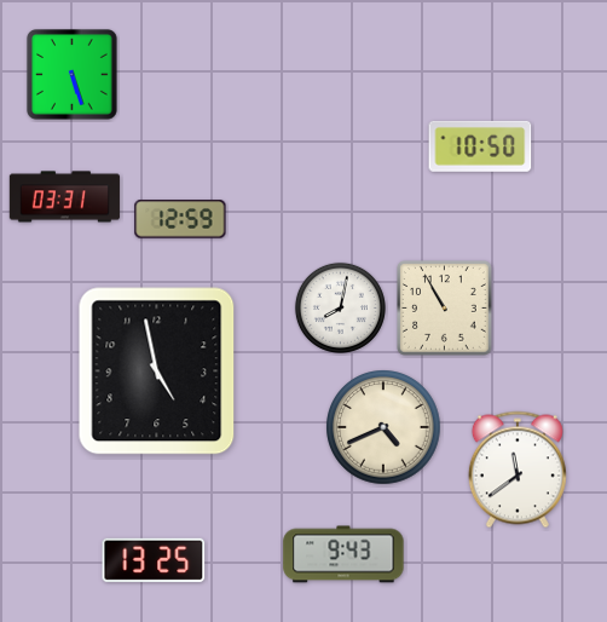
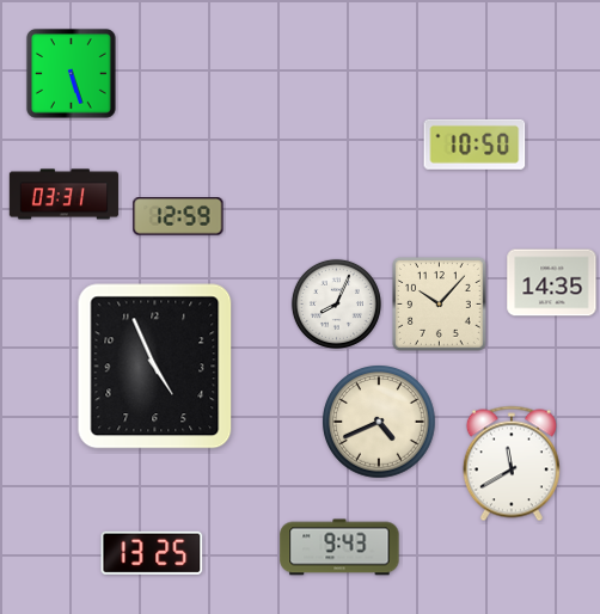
clock at (552, 283): none -> 14:35
clock at (340, 307): 8:02 -> 8:04
clock at (445, 309): 10:55 -> 10:07
clock at (157, 372): 4:58 -> 4:56
clock at (518, 470): 11:39 -> 11:40
